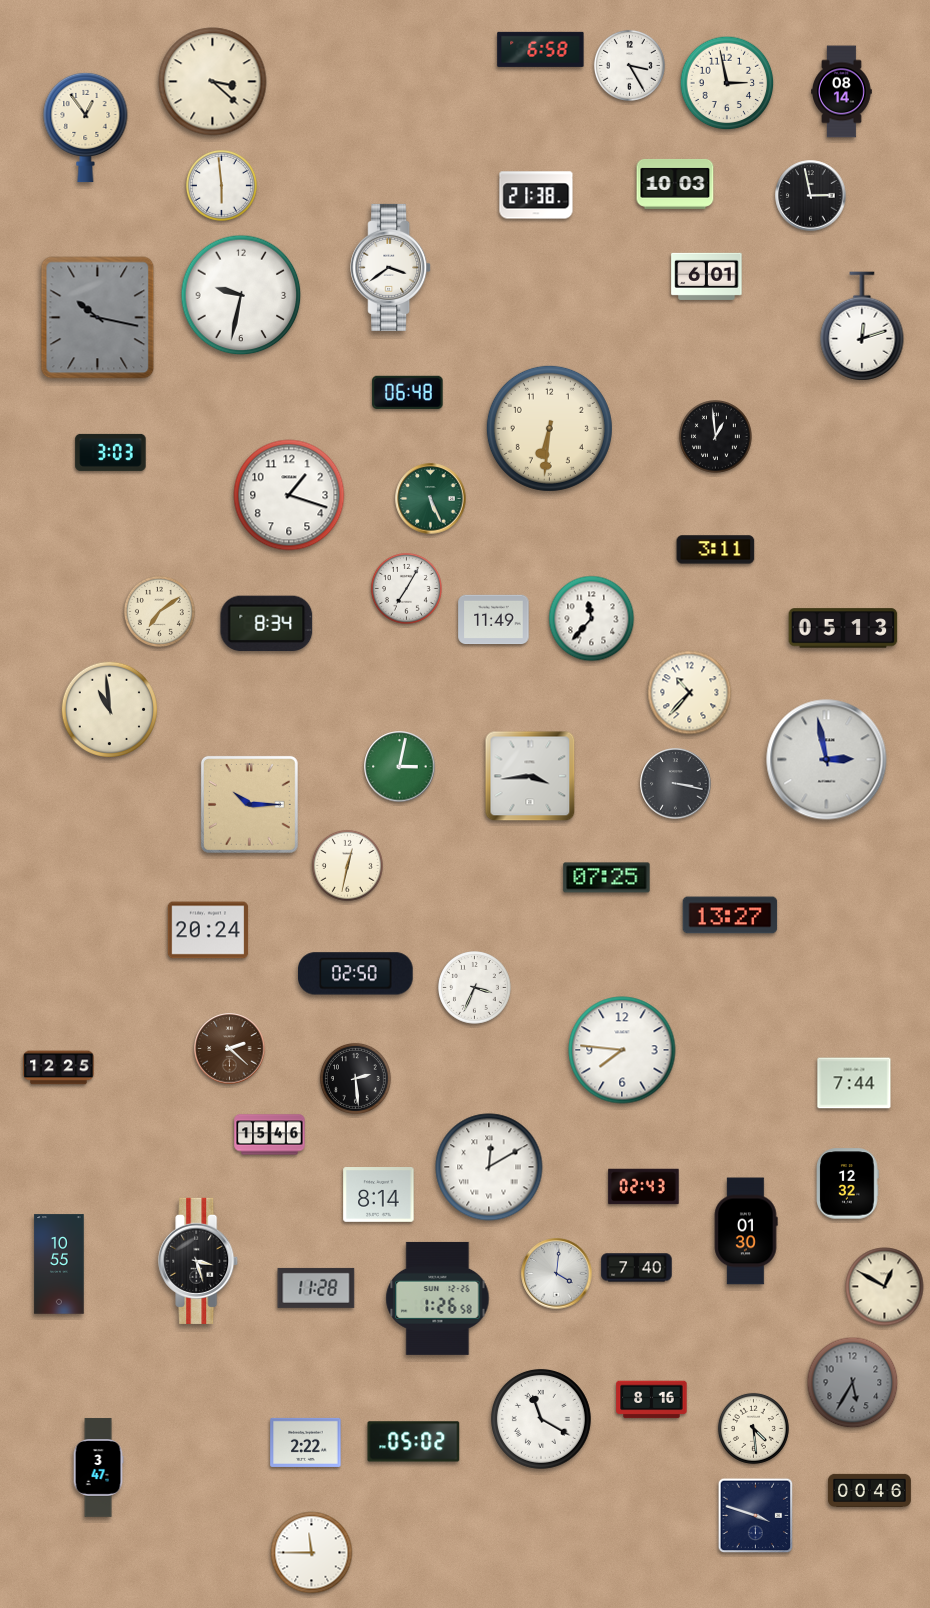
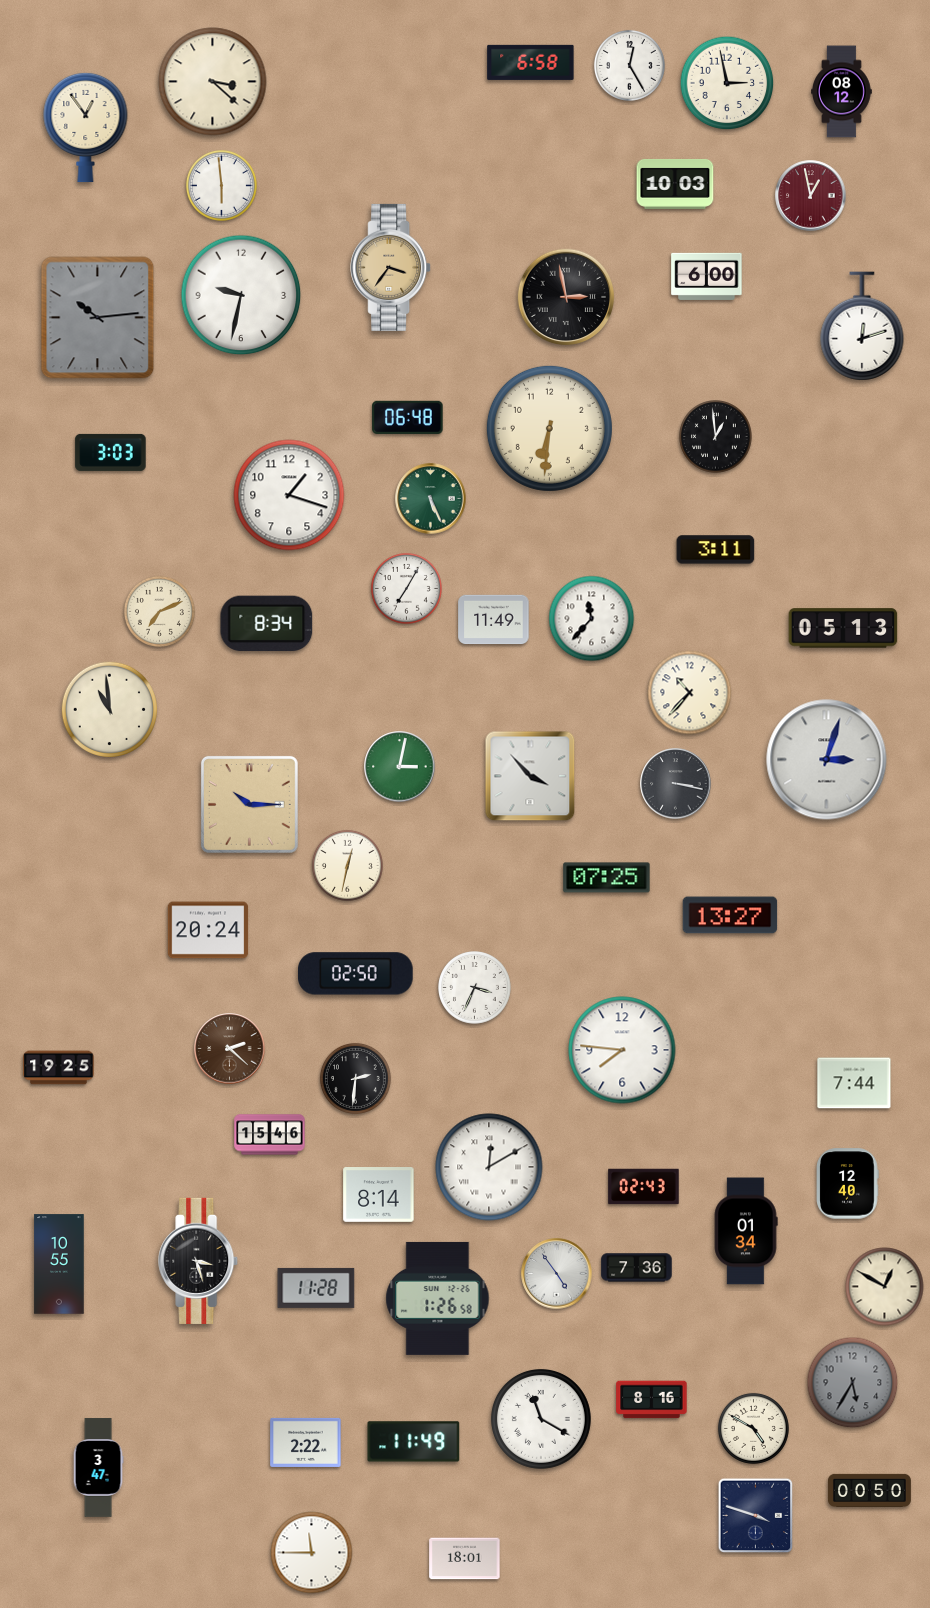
clock at (541, 49) position: (541, 49) -> (531, 62)
clock at (629, 65): 3:25 -> 12:25
clock at (842, 92): 08:14 -> 08:12
clock at (536, 195): 21:38 -> none
clock at (811, 196): 2:58 -> 12:58
clock at (811, 196) dial: black -> burgundy
clock at (391, 267): 3:39 -> 3:36
clock at (391, 267) dial: white -> champagne
clock at (707, 276): 6:01 -> 6:00
clock at (566, 297): none -> 2:58
clock at (98, 318): 10:17 -> 10:14
clock at (408, 392) position: (408, 392) -> (408, 417)
clock at (159, 611): 7:09 -> 7:11
clock at (827, 760): 2:58 -> 3:03
clock at (530, 776): 3:44 -> 3:53
clock at (59, 1068): 12:25 -> 19:25
clock at (355, 1078): 2:29 -> 2:31
clock at (847, 1184): 12:32 -> 12:40
clock at (746, 1231): 01:30 -> 01:34
clock at (637, 1268): 7:40 -> 7:36
clock at (557, 1274): 4:01 -> 4:54
clock at (753, 1428): 4:29 -> 4:50
clock at (414, 1442): 05:02 -> 11:49
clock at (870, 1490): 00:46 -> 00:50
clock at (465, 1559): none -> 18:01
